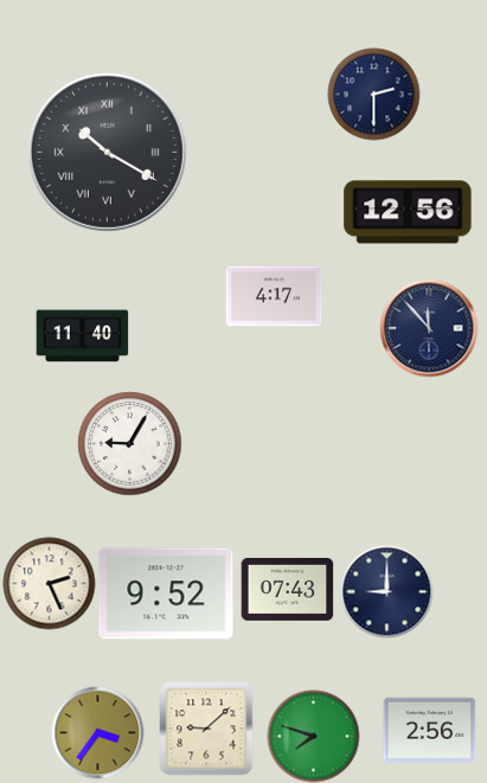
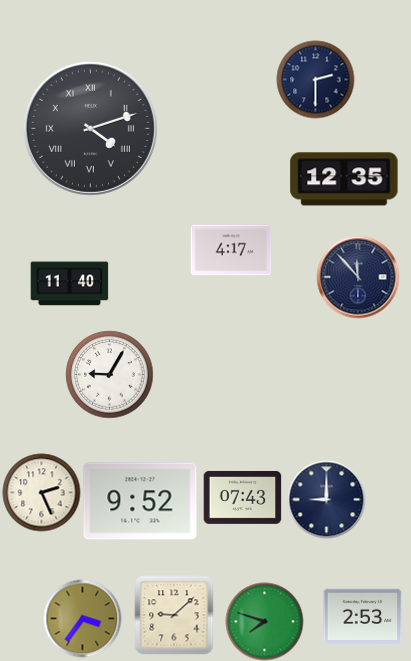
clock at (107, 152): 10:20 -> 4:12
clock at (408, 212): 12:56 -> 12:35
clock at (429, 328) position: (429, 328) -> (358, 277)
clock at (429, 730): 2:56 -> 2:53
